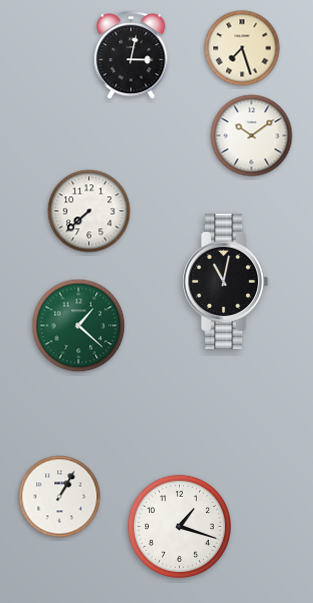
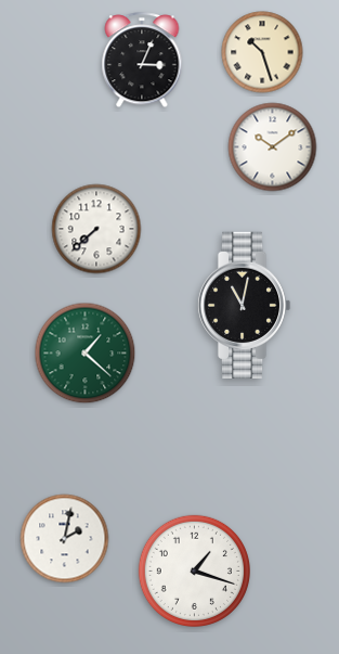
clock at (242, 48): 7:27 -> 10:27
clock at (131, 56): 3:02 -> 3:04
clock at (60, 497): 1:05 -> 2:02
